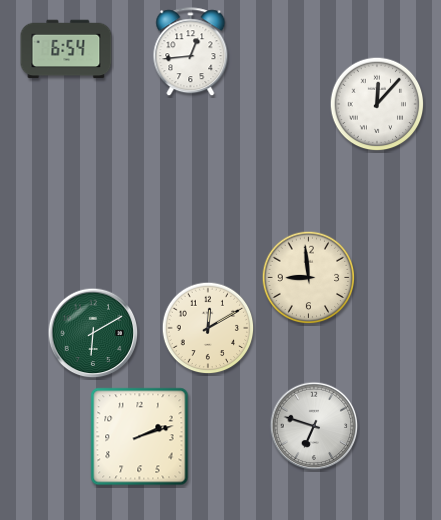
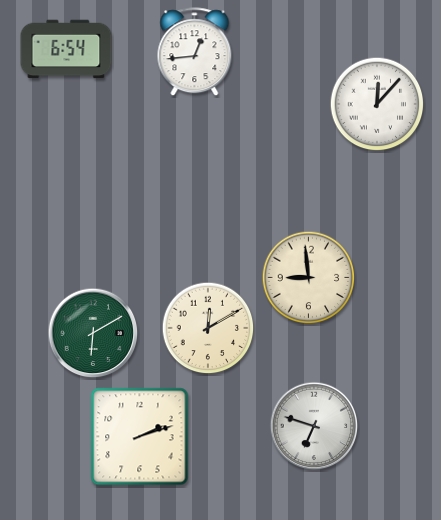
clock at (191, 52) position: (191, 52) -> (195, 52)
